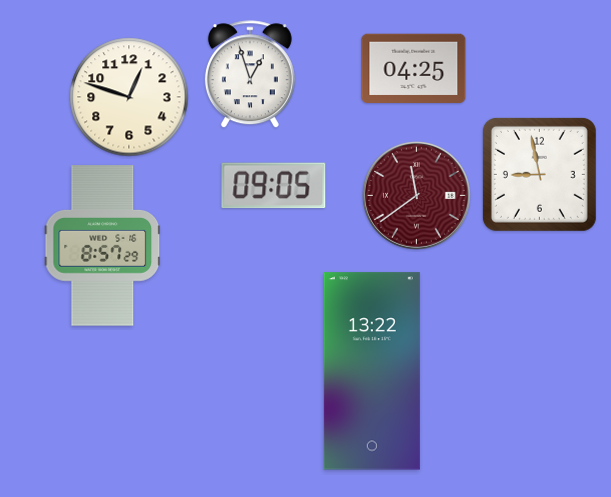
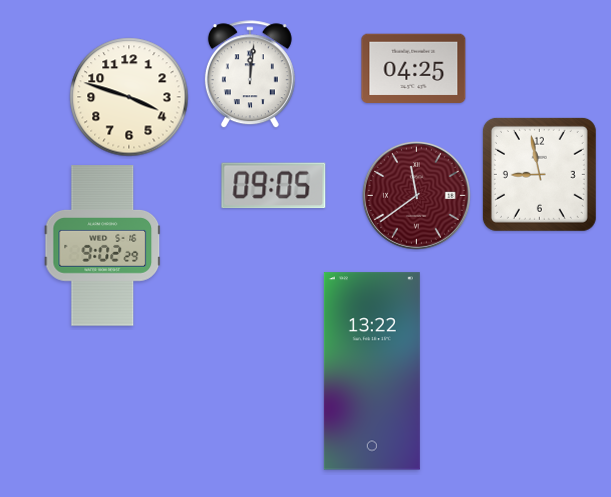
clock at (250, 75): 12:57 -> 12:01
clock at (129, 97): 12:48 -> 3:48
clock at (103, 246): 8:57 -> 9:02
